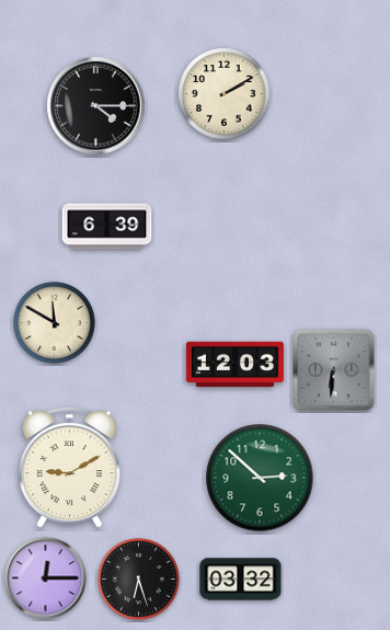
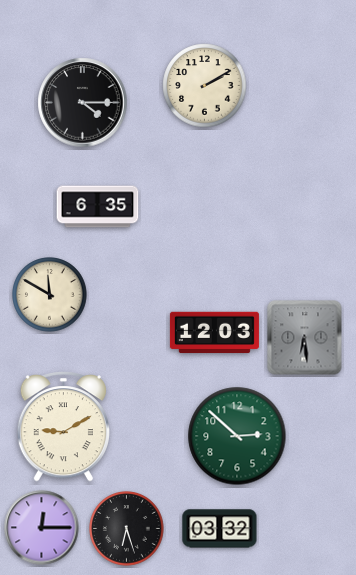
clock at (96, 106) position: (96, 106) -> (83, 103)
clock at (107, 227): 6:39 -> 6:35
clock at (334, 370): 6:31 -> 6:29
